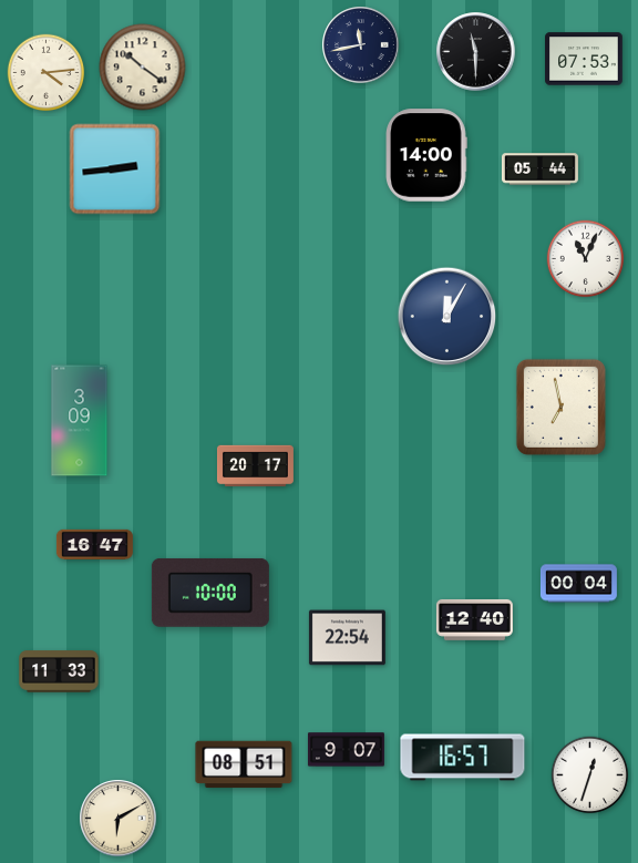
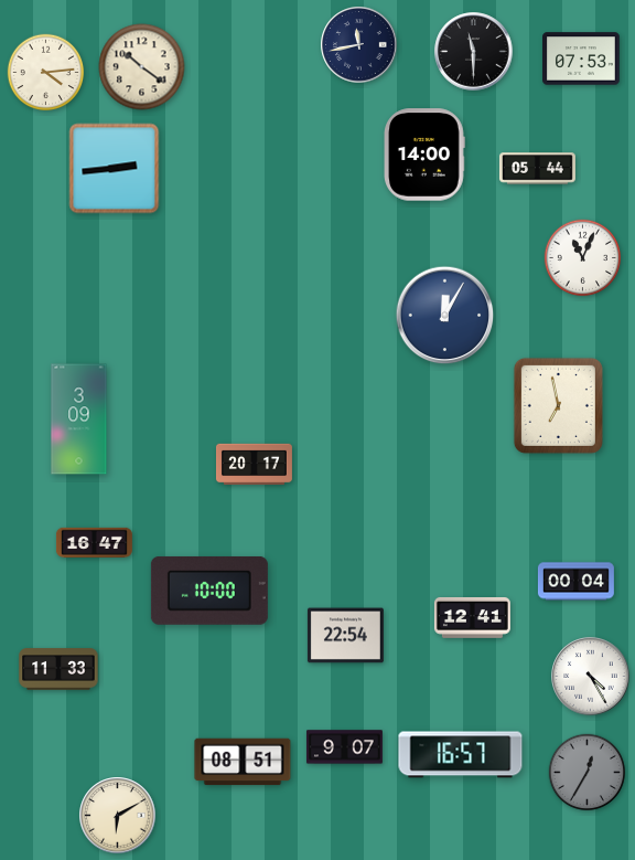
clock at (474, 619): 12:40 -> 12:41
clock at (591, 677): none -> 4:25
clock at (590, 775): 12:33 -> 12:35
clock at (590, 775) dial: white -> grey
